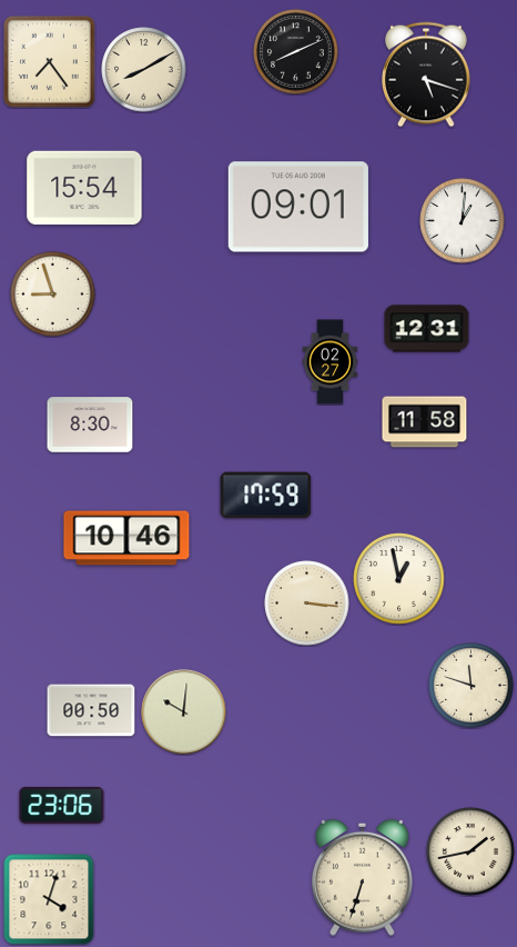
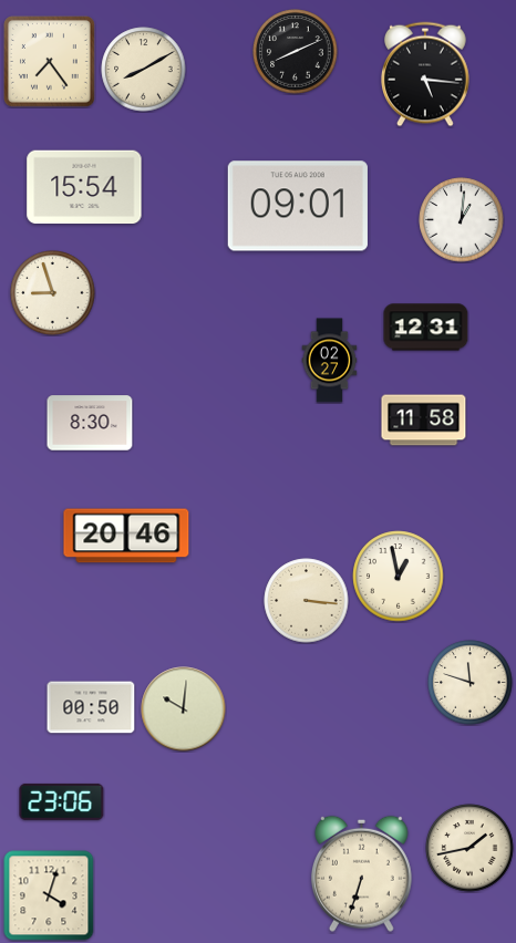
clock at (427, 74): 5:18 -> 5:16
clock at (266, 496): 17:59 -> none
clock at (126, 538): 10:46 -> 20:46
